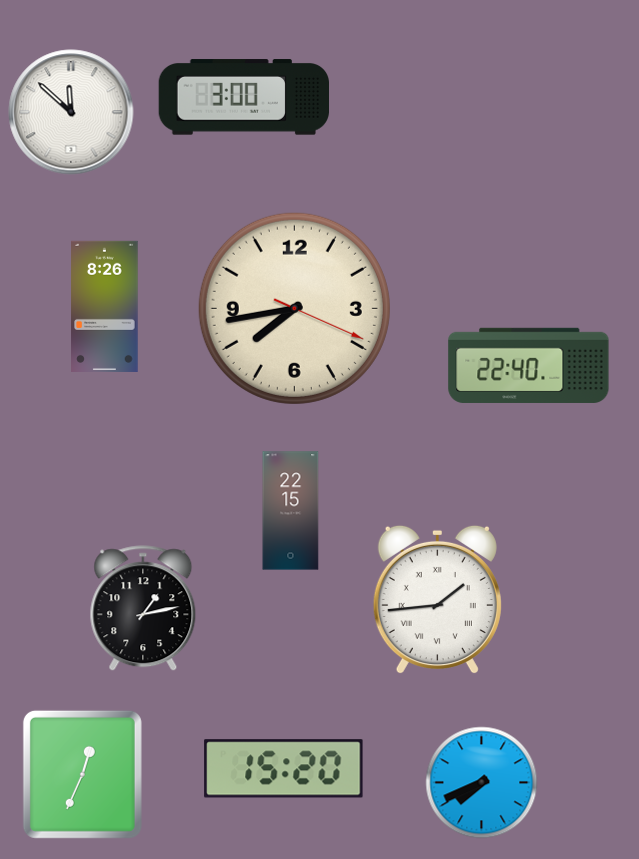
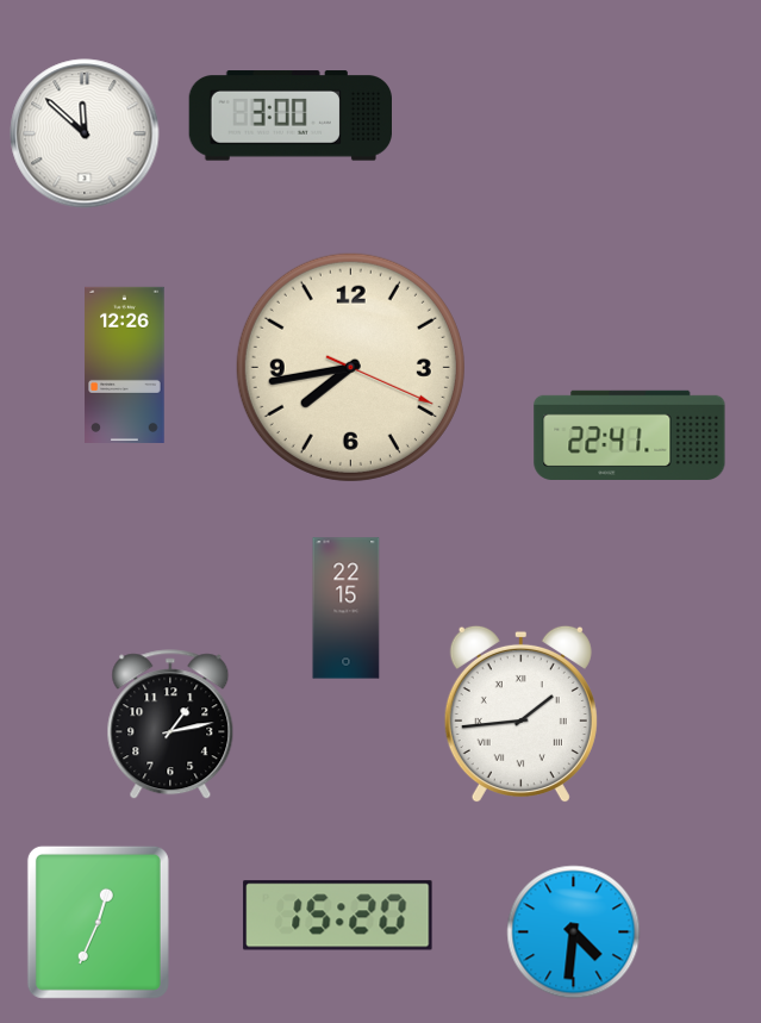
clock at (105, 306): 8:26 -> 12:26
clock at (529, 365): 22:40 -> 22:41
clock at (482, 783): 7:41 -> 4:31
